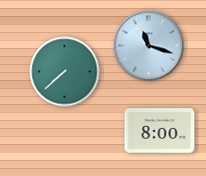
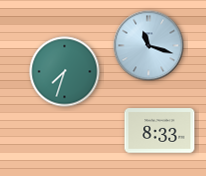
clock at (65, 72): 7:38 -> 7:33
clock at (160, 131): 8:00 -> 8:33
